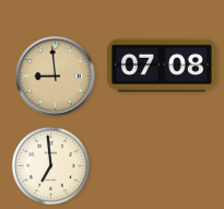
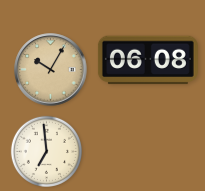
clock at (162, 66): 07:08 -> 06:08
clock at (56, 77): 8:59 -> 10:05
